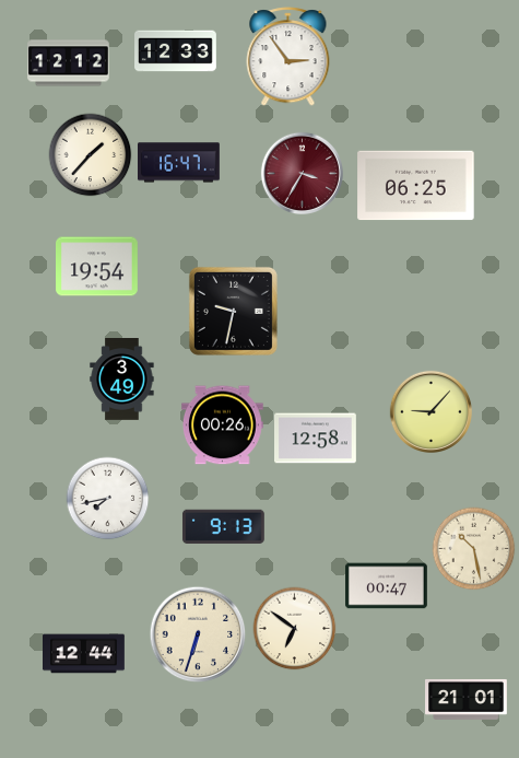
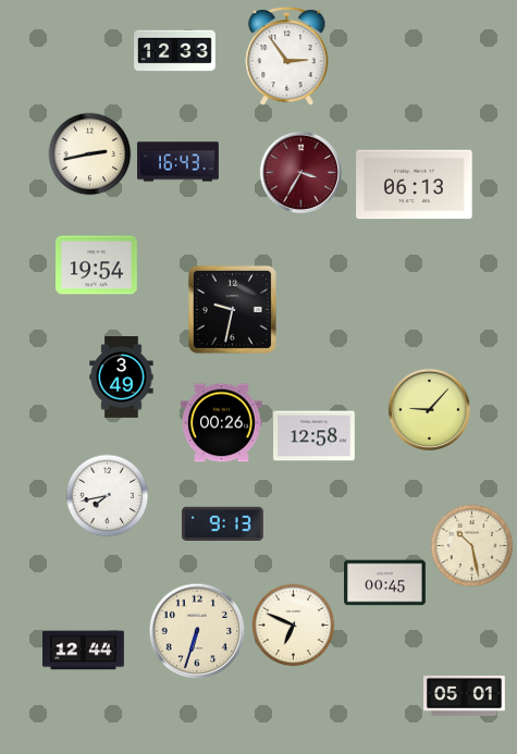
clock at (69, 63): 12:12 -> none
clock at (91, 155): 1:37 -> 2:43
clock at (179, 163): 16:47 -> 16:43
clock at (416, 186): 06:25 -> 06:13
clock at (387, 586): 00:47 -> 00:45
clock at (295, 629): 6:51 -> 6:49
clock at (467, 699): 21:01 -> 05:01
